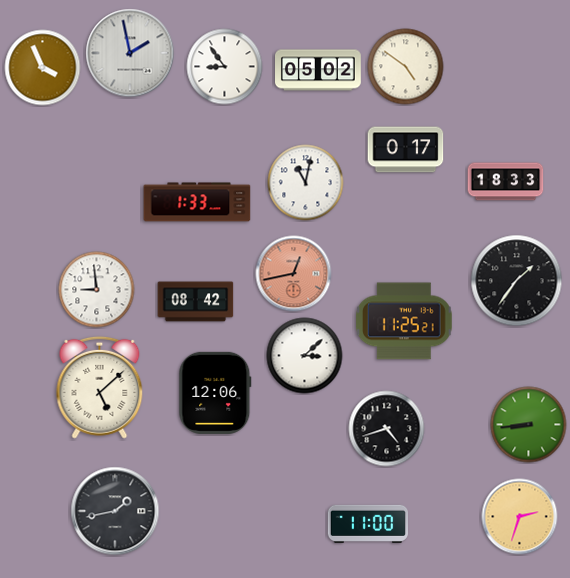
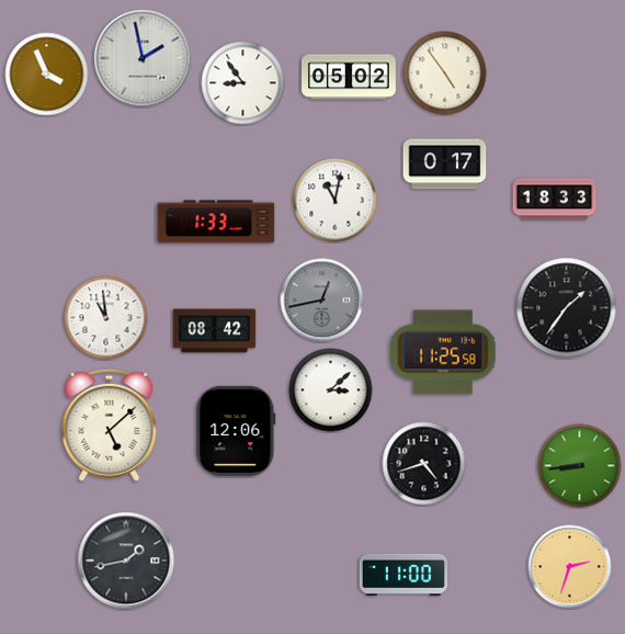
clock at (225, 67) position: (225, 67) -> (243, 83)
clock at (406, 67): 4:51 -> 4:54
clock at (294, 274) dial: salmon -> grey
clock at (97, 290): 8:59 -> 10:59
clock at (405, 321): 11:25:21 -> 11:25:58
clock at (305, 356) position: (305, 356) -> (331, 390)
clock at (387, 429) position: (387, 429) -> (424, 464)
